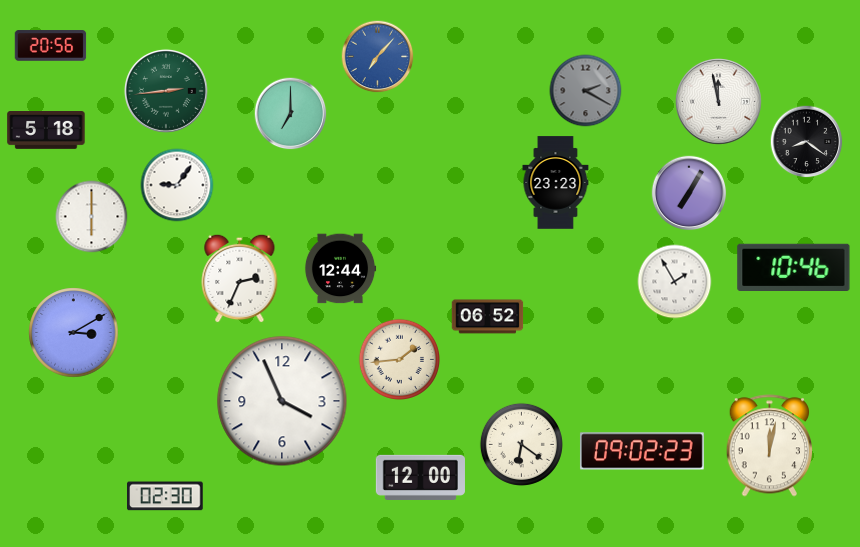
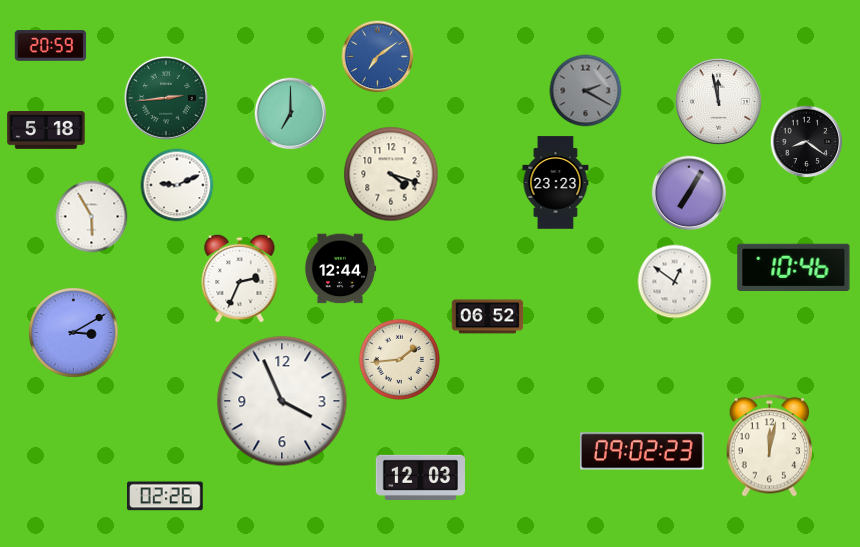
clock at (51, 46): 20:56 -> 20:59
clock at (378, 57): 7:07 -> 7:09
clock at (166, 91) position: (166, 91) -> (166, 98)
clock at (391, 174): none -> 4:18
clock at (177, 185): 9:06 -> 9:11
clock at (92, 217): 6:00 -> 5:55
clock at (675, 282): 1:55 -> 12:51
clock at (521, 444): 6:21 -> none
clock at (420, 477): 12:00 -> 12:03
clock at (166, 496): 02:30 -> 02:26
